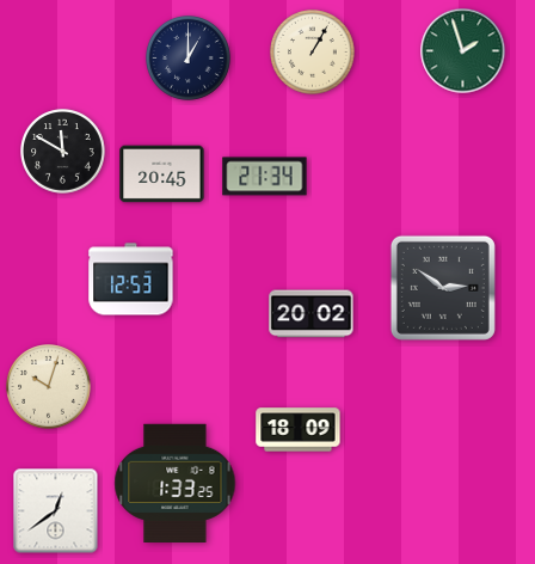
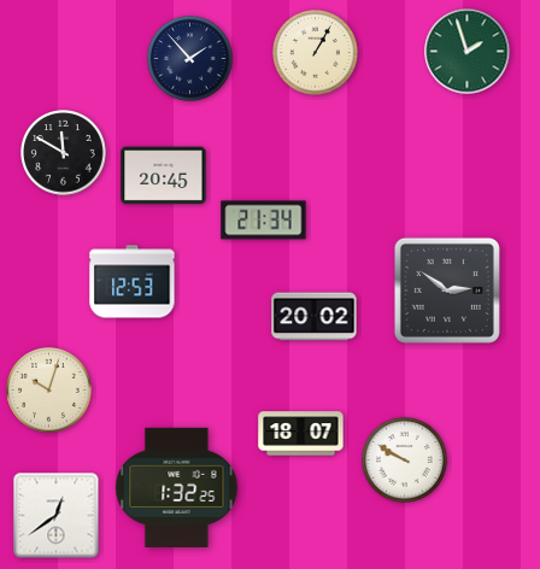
clock at (189, 59): 1:00 -> 1:53
clock at (265, 177) position: (265, 177) -> (264, 221)
clock at (299, 430): 18:09 -> 18:07
clock at (405, 461): none -> 9:50
clock at (176, 483): 1:33 -> 1:32
